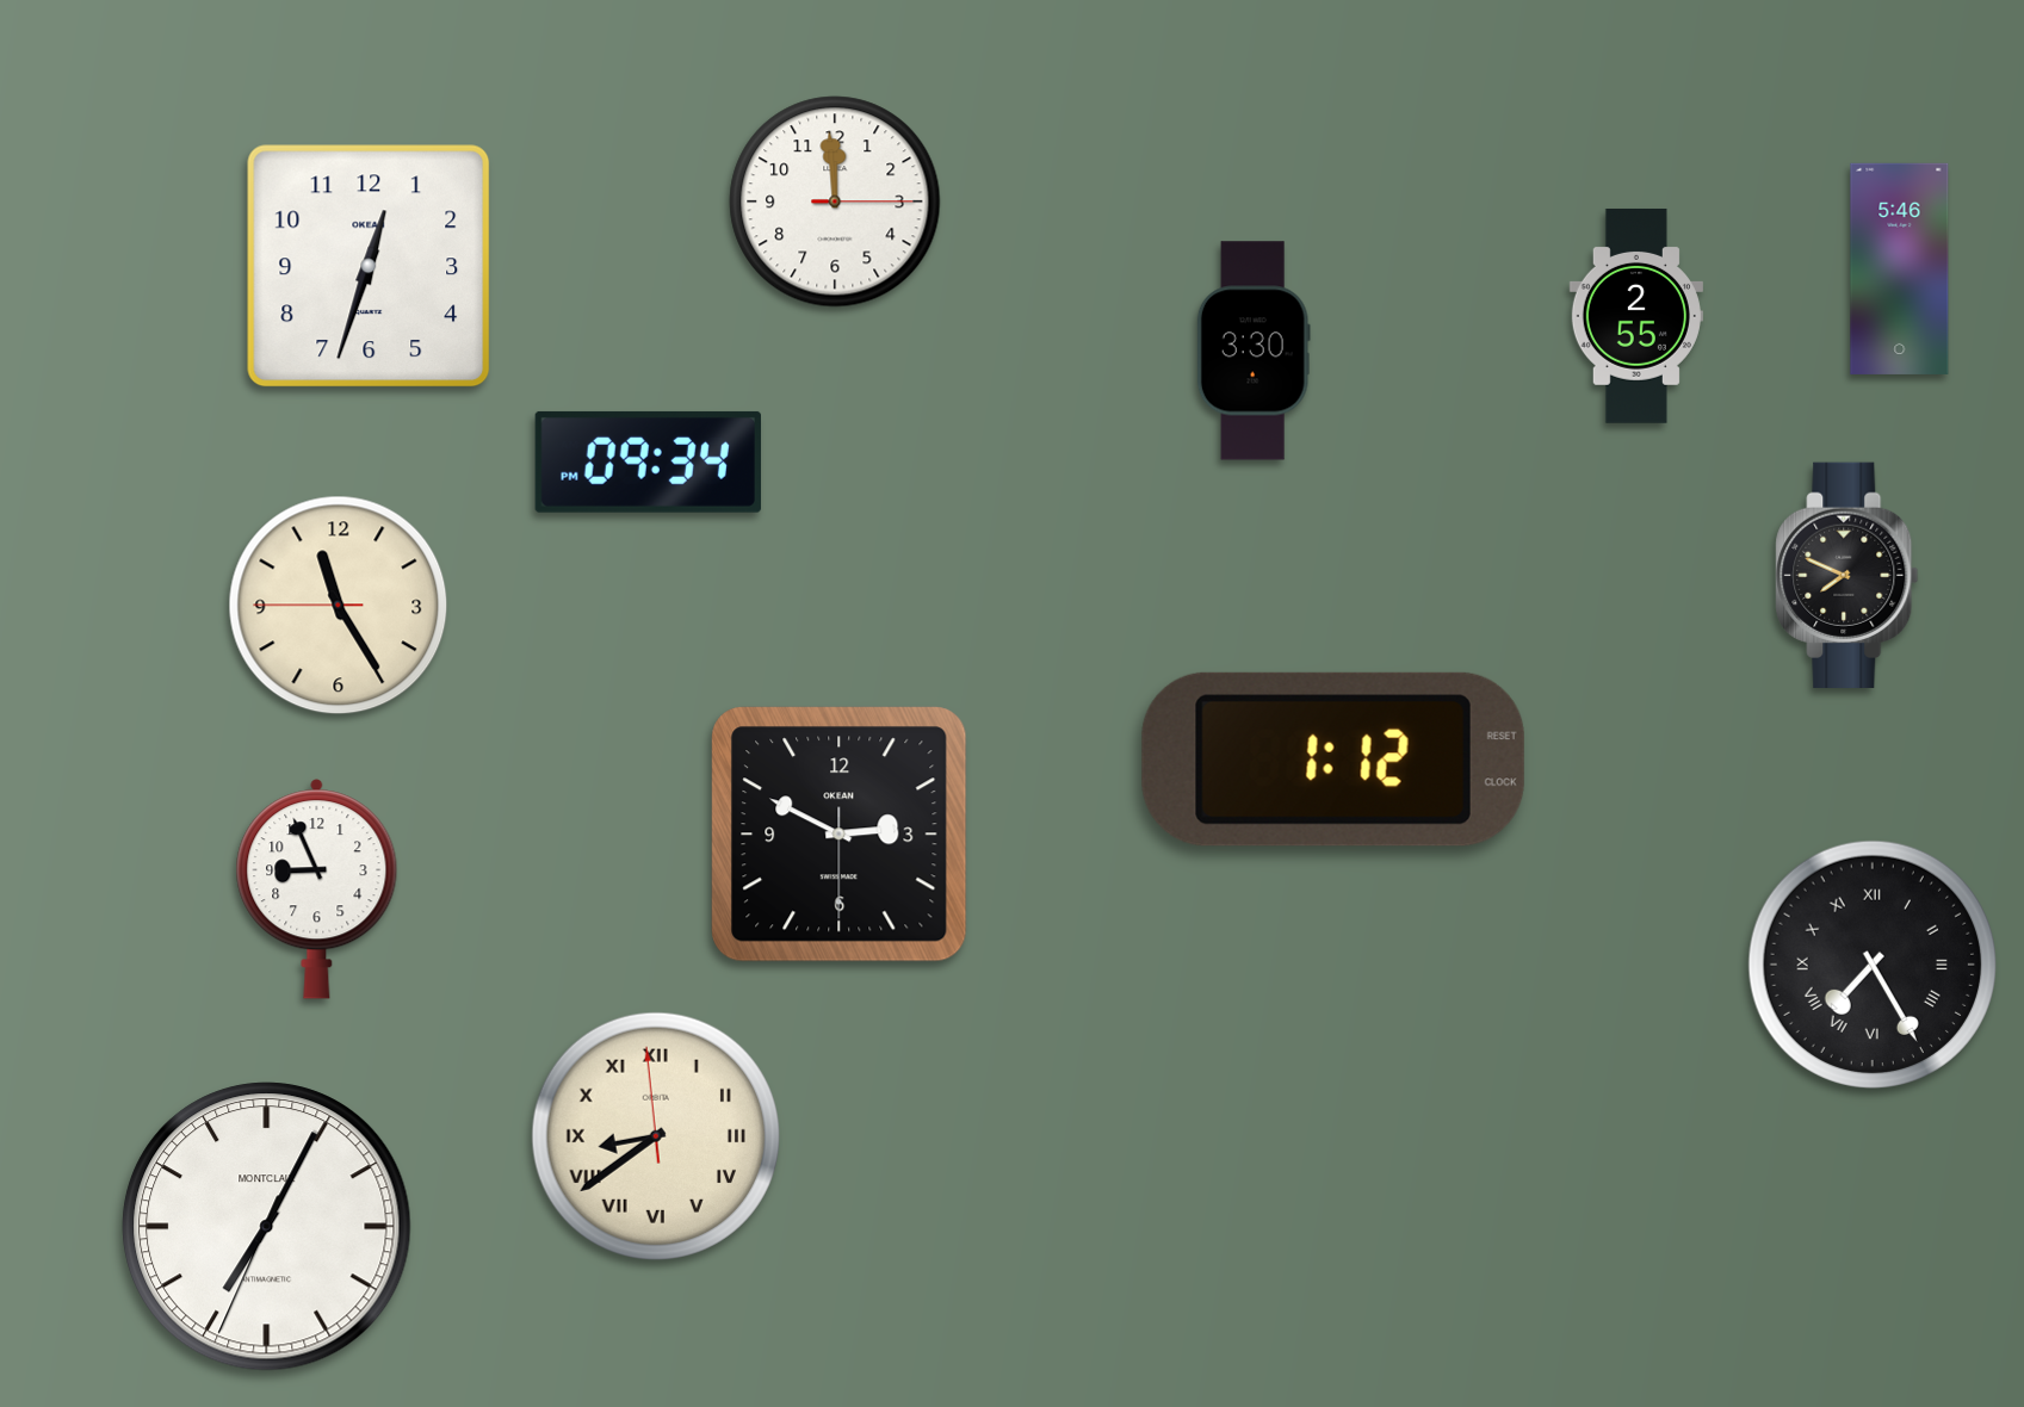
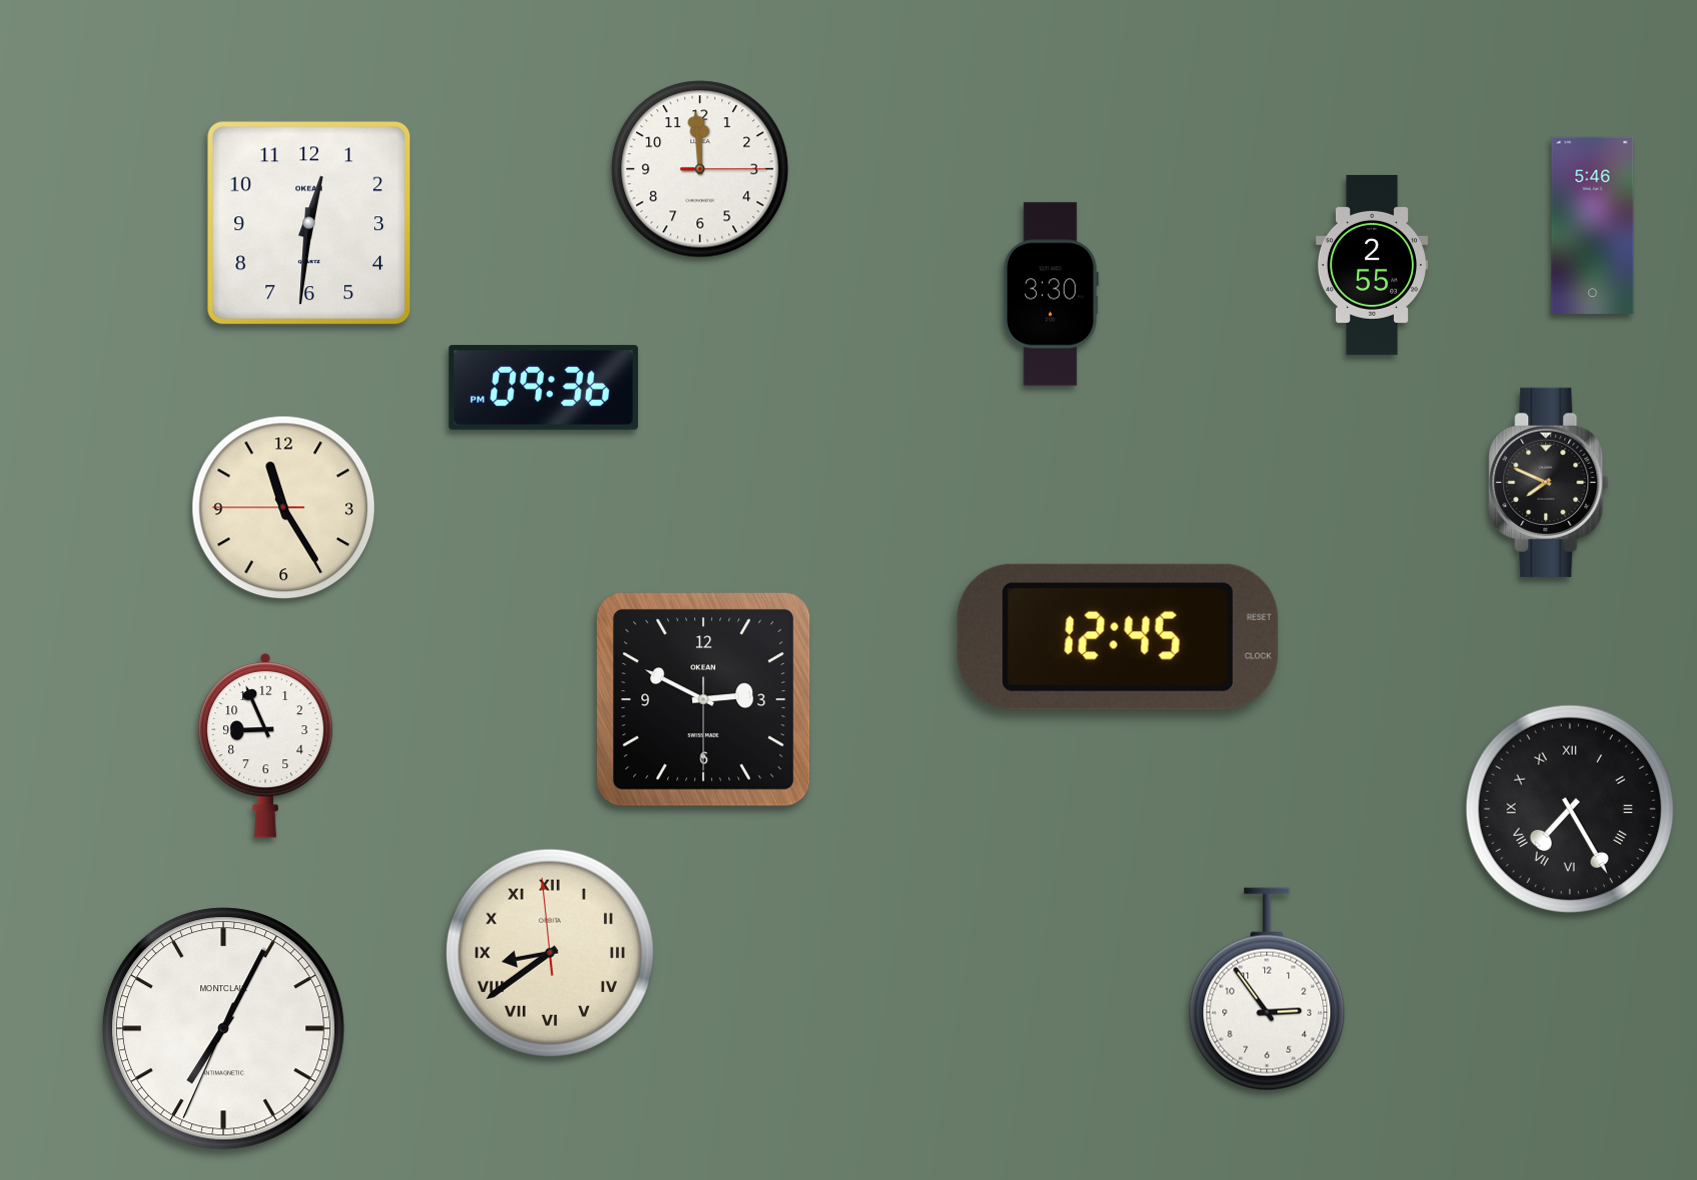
clock at (369, 266): 12:33 -> 12:31
clock at (648, 461): 09:34 -> 09:36
clock at (1333, 760): 1:12 -> 12:45
clock at (1267, 989): none -> 2:54
